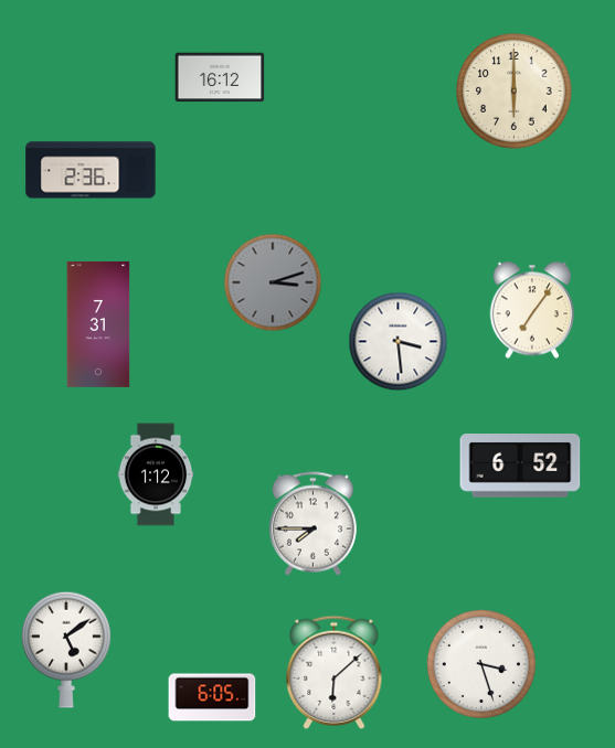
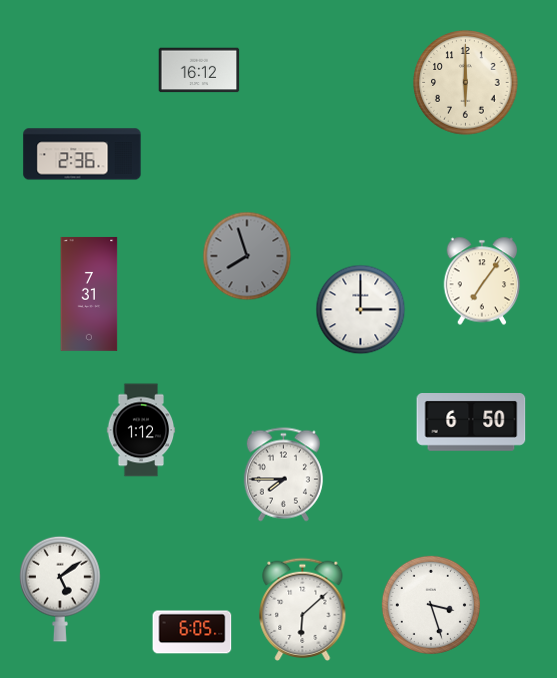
clock at (273, 282): 3:12 -> 7:57
clock at (399, 342): 3:29 -> 3:00
clock at (520, 467): 6:52 -> 6:50
clock at (481, 664) position: (481, 664) -> (431, 605)
